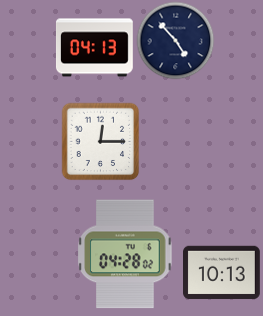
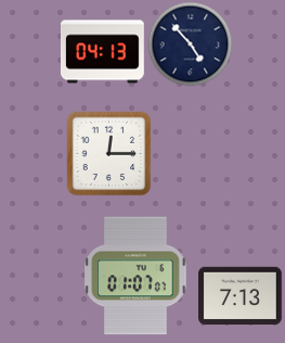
clock at (125, 254): 04:28 -> 01:07
clock at (222, 273): 10:13 -> 7:13
